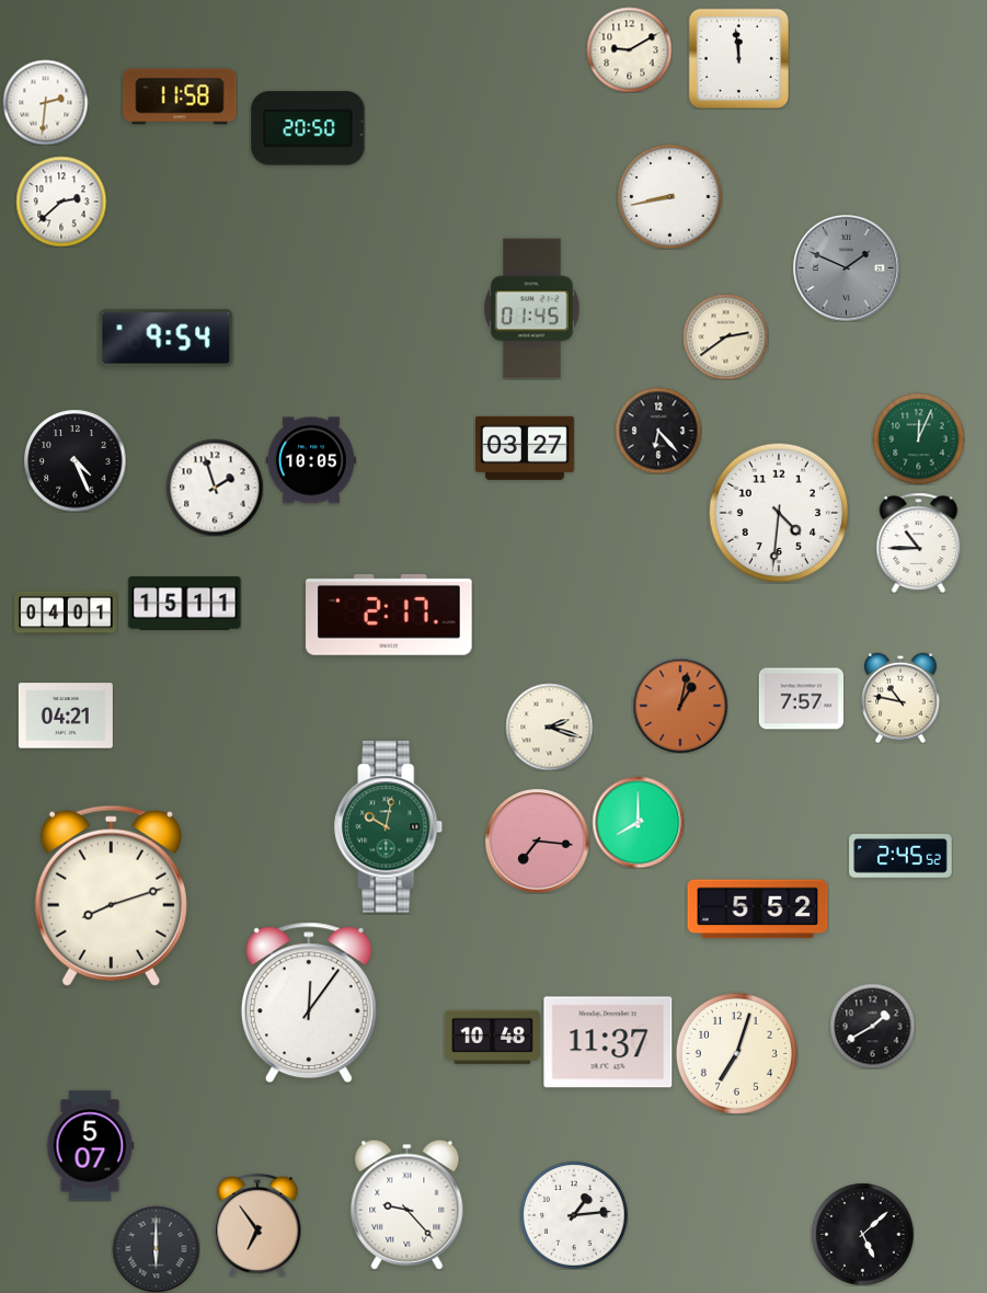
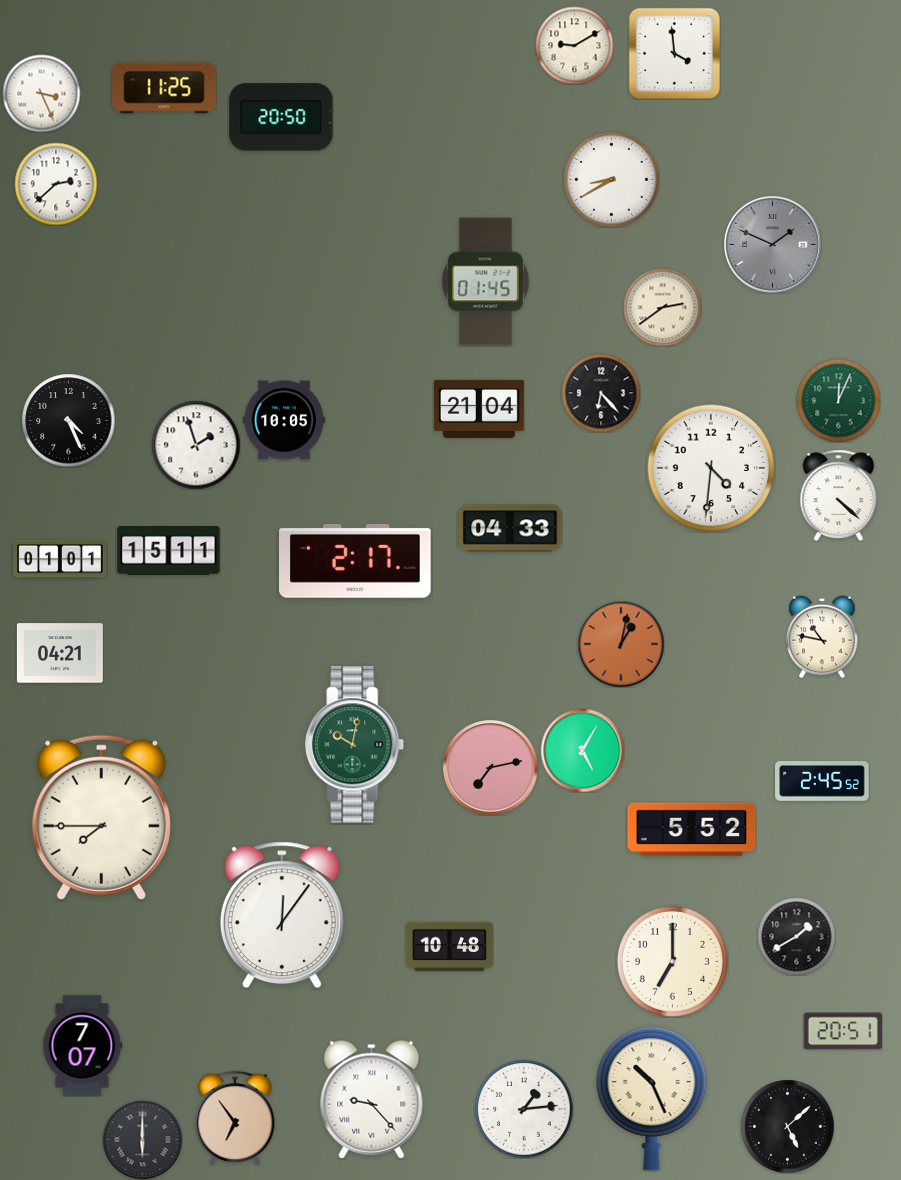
clock at (738, 58): 11:59 -> 3:59
clock at (180, 96): 11:58 -> 11:25
clock at (45, 102): 2:31 -> 3:26
clock at (669, 196): 8:43 -> 8:40
clock at (167, 339): 9:54 -> none
clock at (525, 448): 03:27 -> 21:04
clock at (919, 542): 10:45 -> 4:22
clock at (510, 528): none -> 04:33
clock at (66, 613): 04:01 -> 01:01
clock at (801, 699): 7:57 -> none
clock at (549, 726): 2:18 -> none
clock at (638, 822): 8:00 -> 5:05
clock at (389, 827) position: (389, 827) -> (355, 745)
clock at (538, 842): 7:16 -> 7:13
clock at (111, 895): 8:12 -> 7:45
clock at (608, 1042): 11:37 -> none
clock at (736, 1053): 7:03 -> 7:00
clock at (842, 1031): none -> 20:51
clock at (91, 1146): 5:07 -> 7:07
clock at (652, 1098): none -> 10:26
